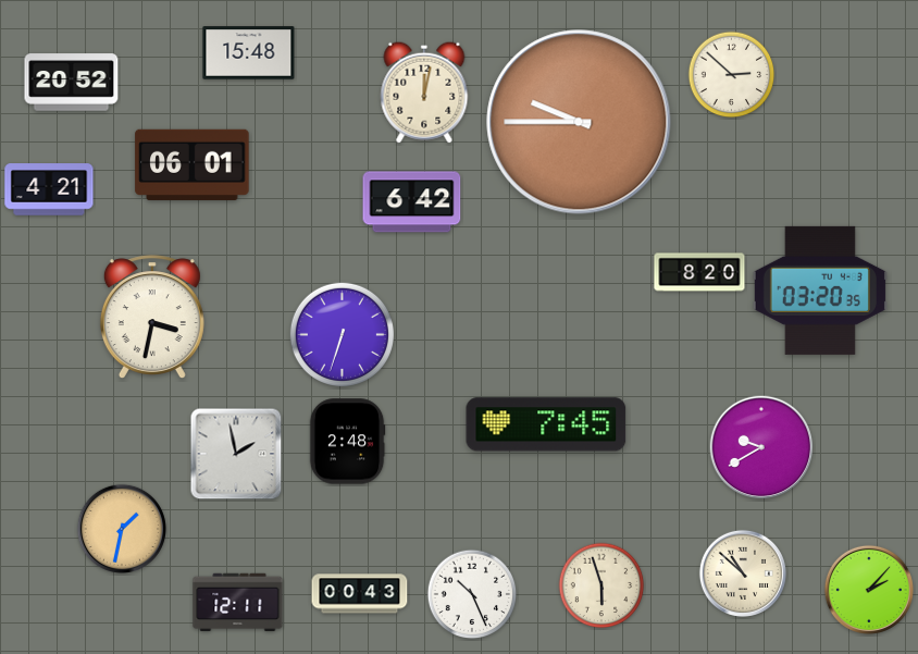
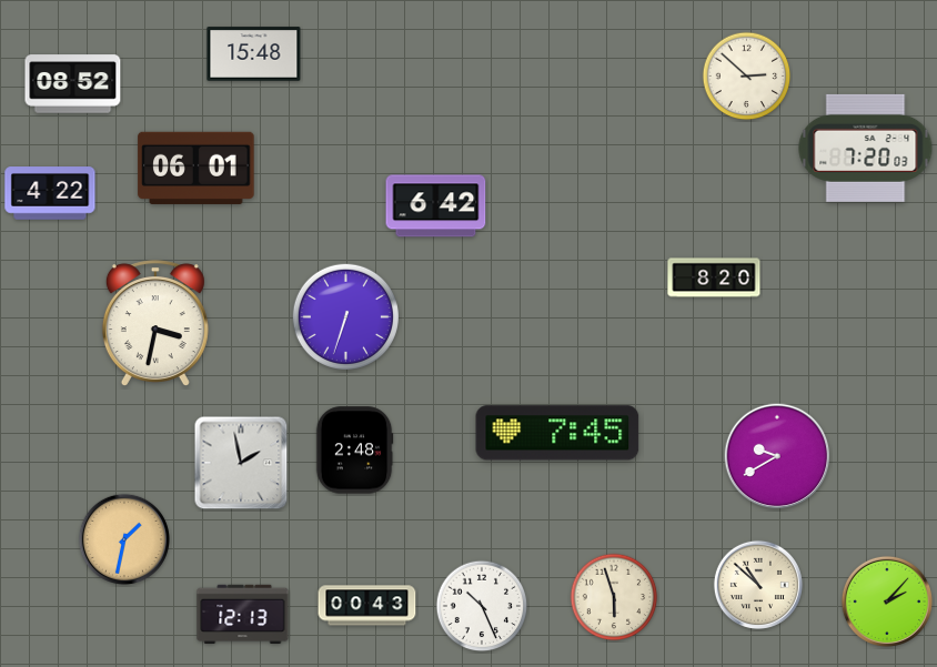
clock at (72, 83): 20:52 -> 08:52
clock at (424, 92): 12:02 -> none
clock at (579, 122): 9:45 -> none
clock at (866, 148): none -> 7:20
clock at (49, 189): 4:21 -> 4:22
clock at (412, 202) position: (412, 202) -> (436, 206)
clock at (820, 291): 03:20 -> none
clock at (342, 334) position: (342, 334) -> (345, 316)
clock at (238, 602): 12:11 -> 12:13
